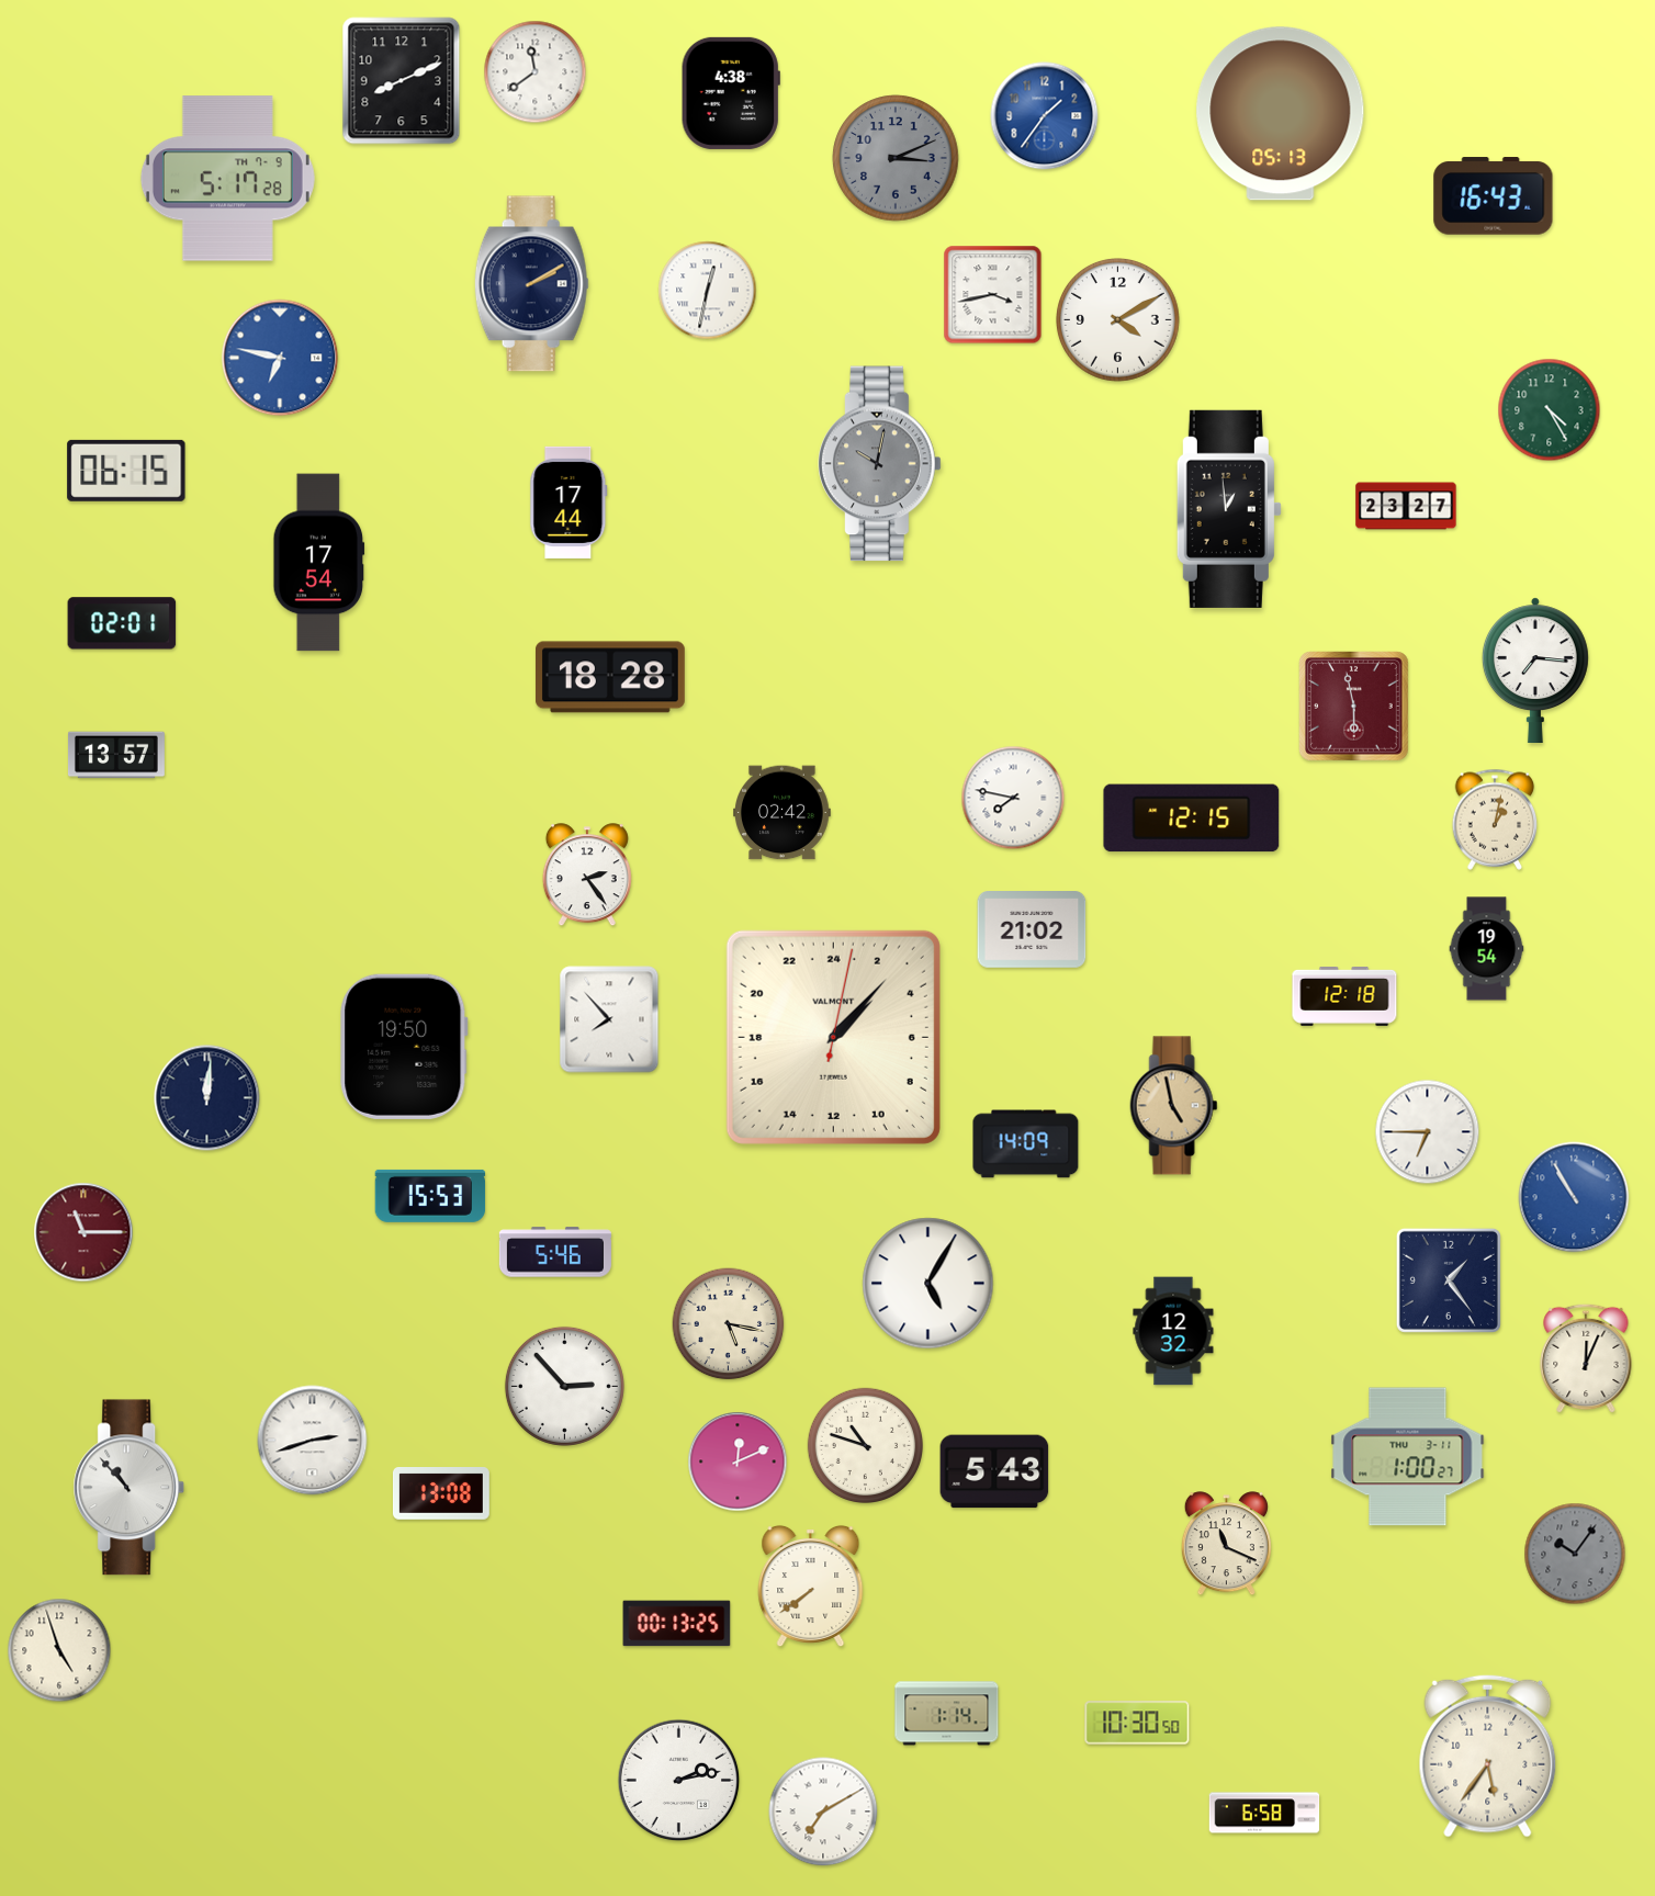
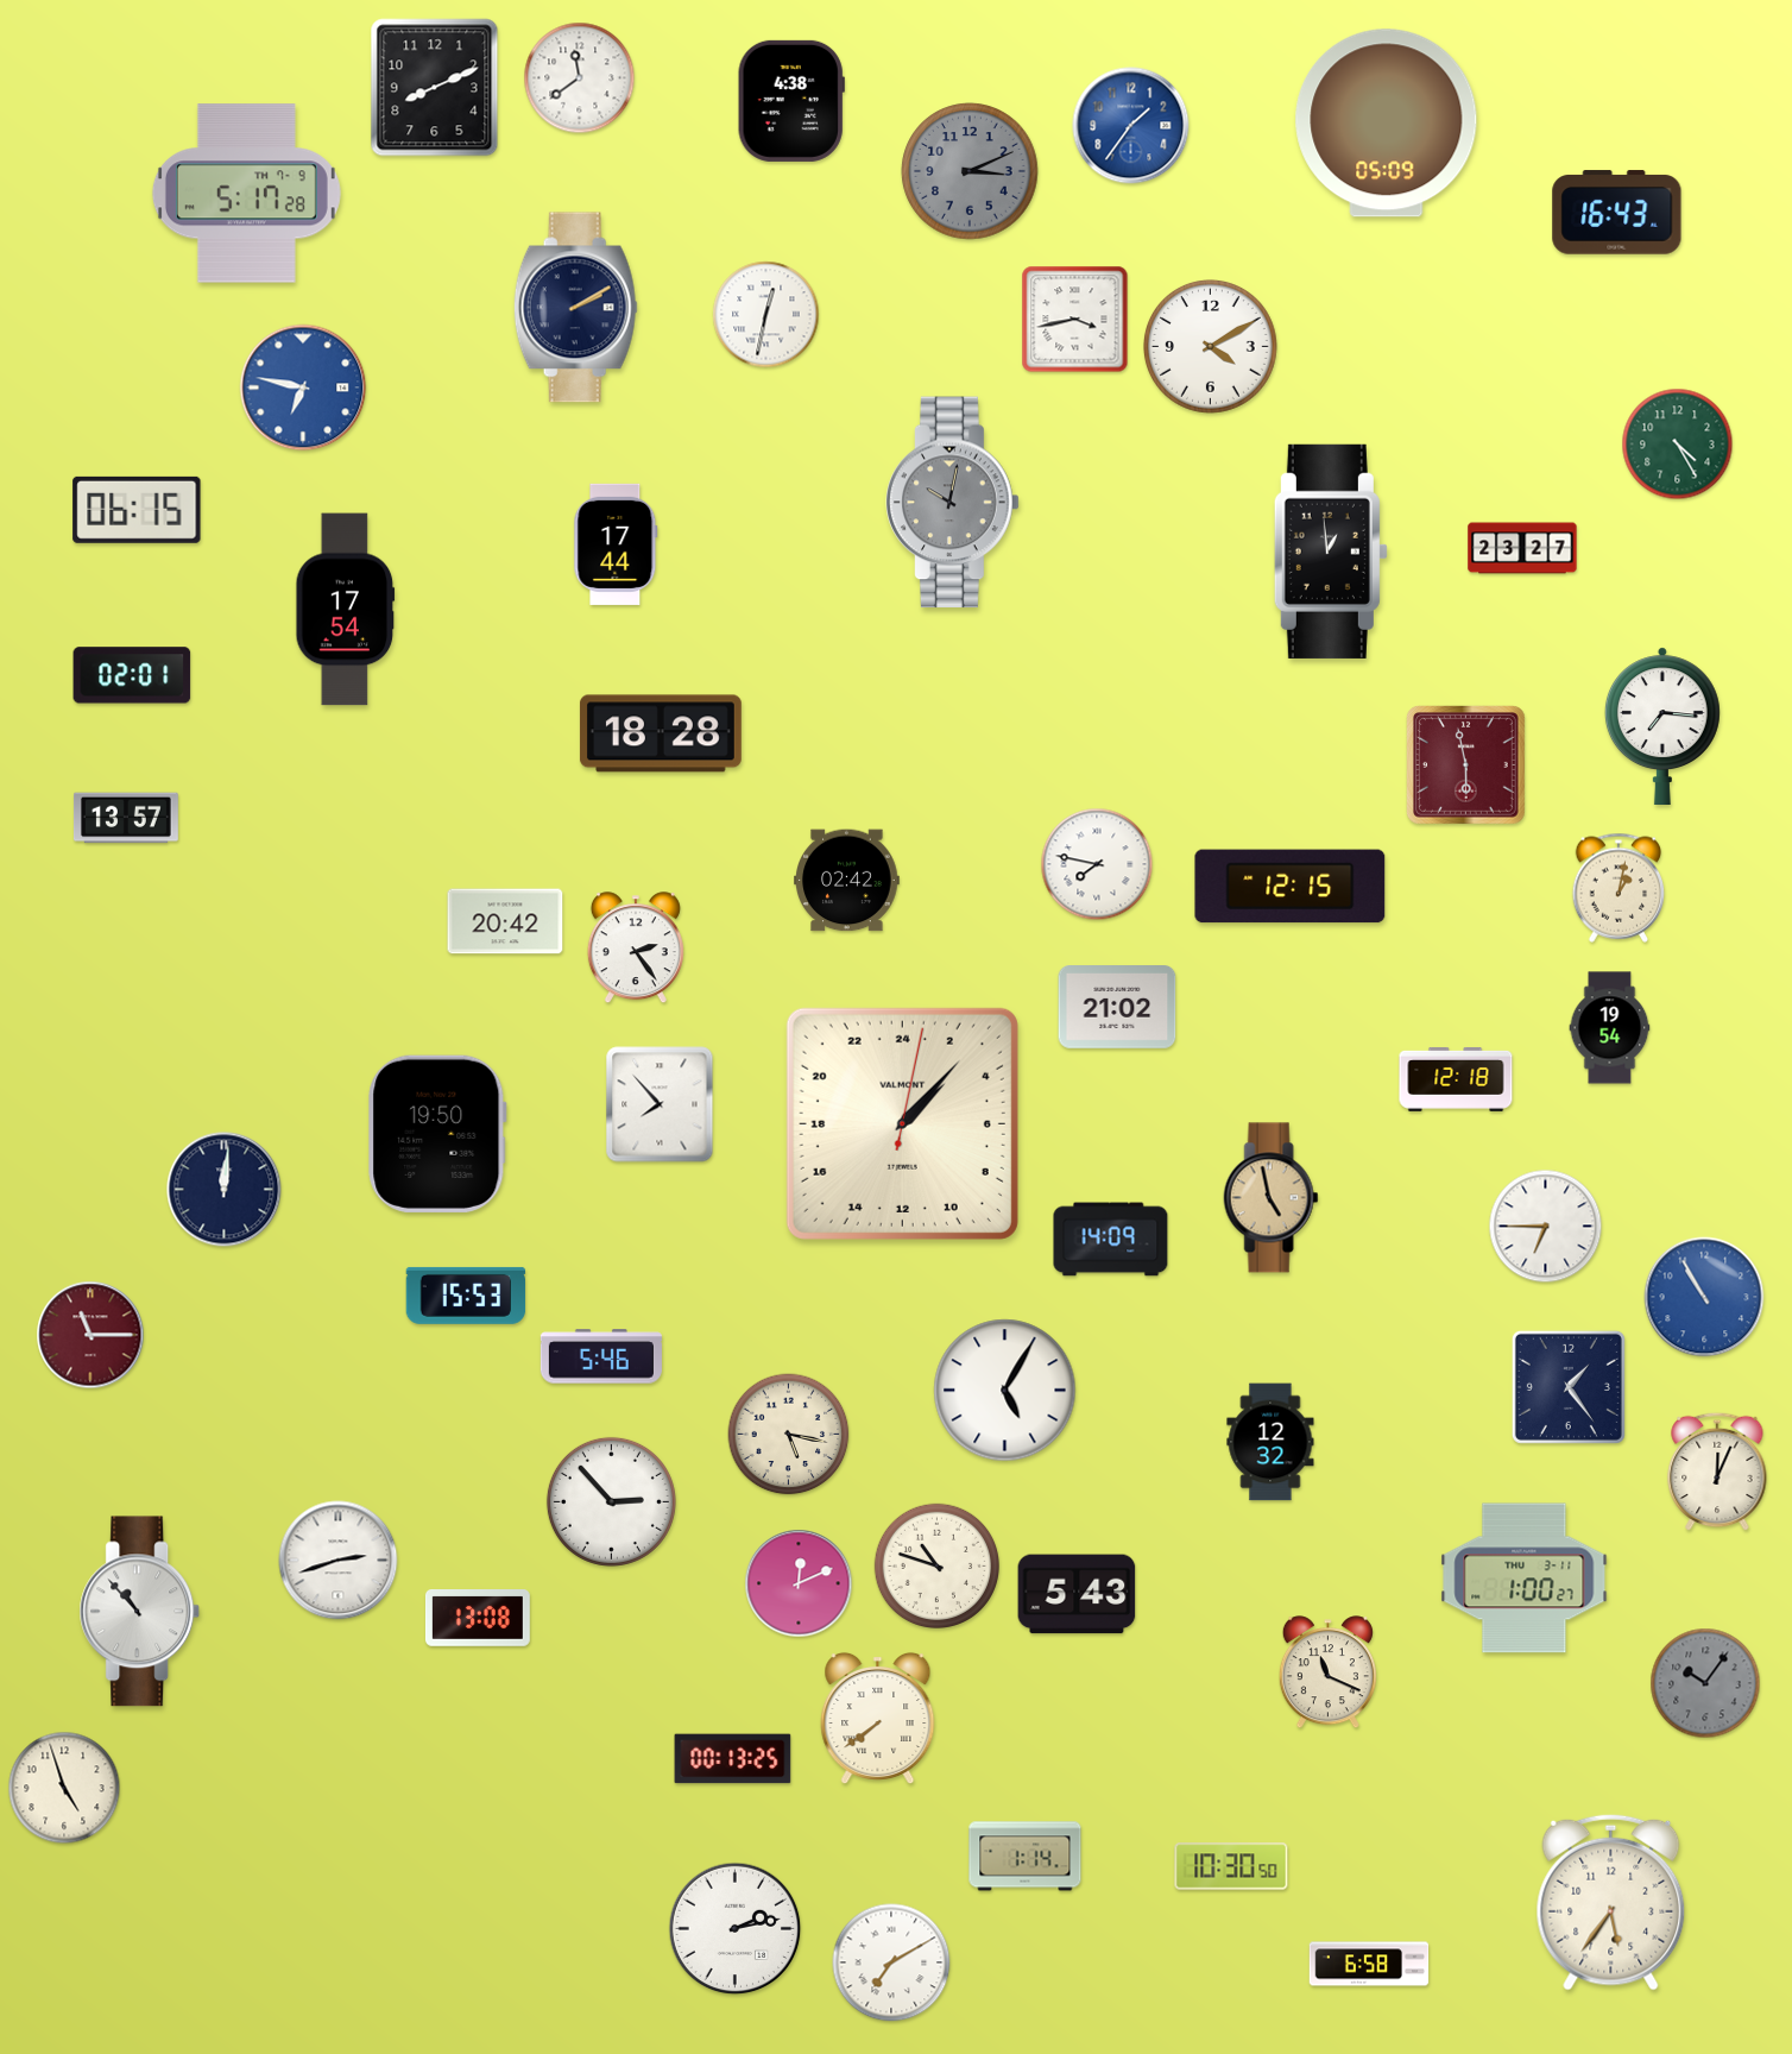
clock at (1281, 114): 05:13 -> 05:09
clock at (505, 921): none -> 20:42
